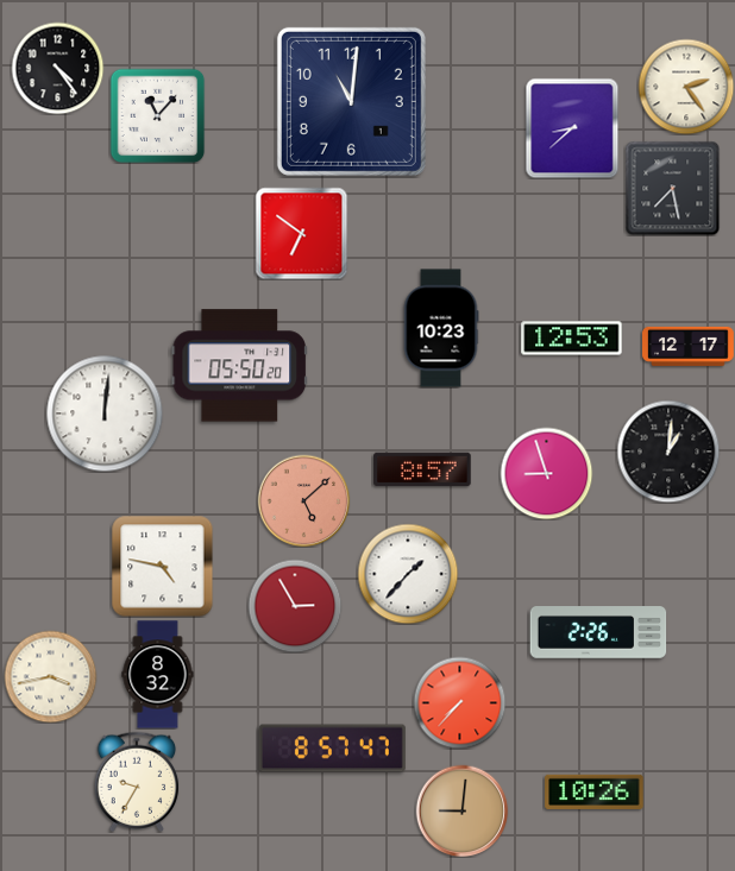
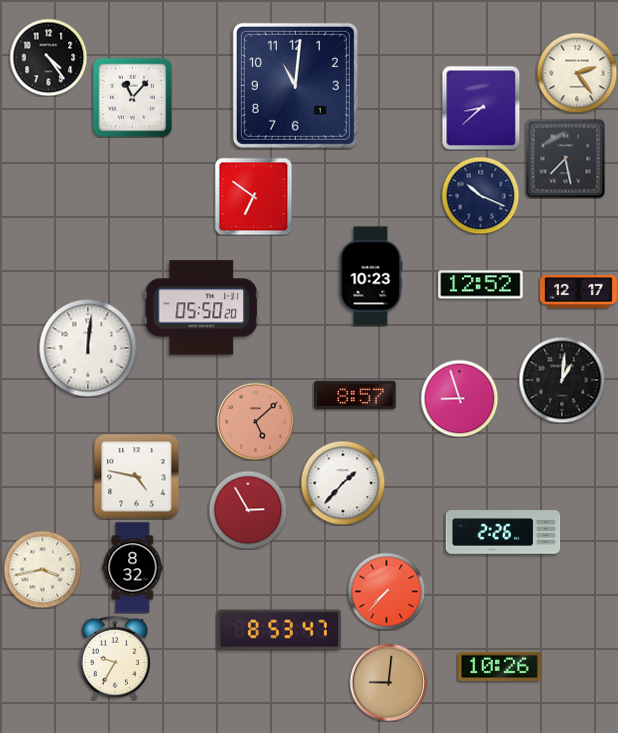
clock at (480, 195): none -> 10:19
clock at (572, 339): 12:53 -> 12:52
clock at (332, 749): 8:57 -> 8:53
